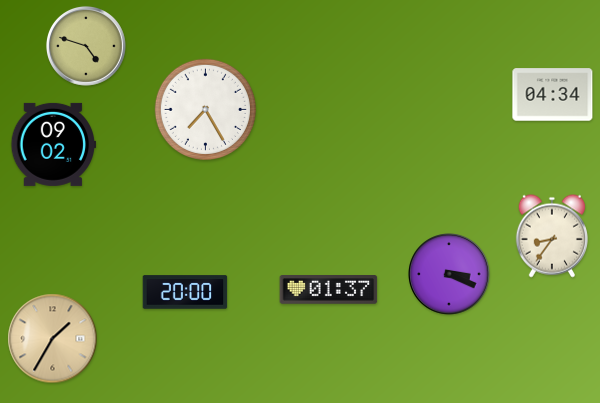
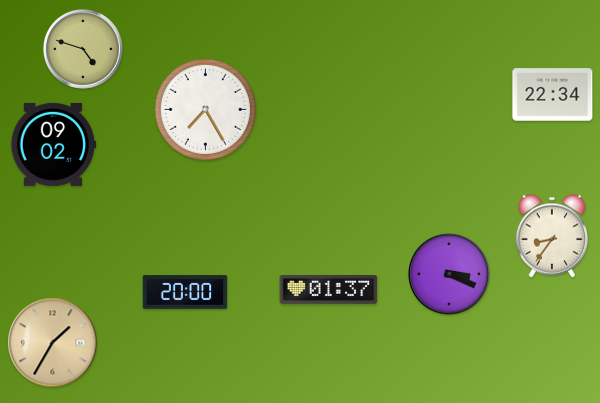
clock at (86, 46) position: (86, 46) -> (83, 49)
clock at (553, 95): 04:34 -> 22:34
clock at (53, 339) position: (53, 339) -> (53, 343)
